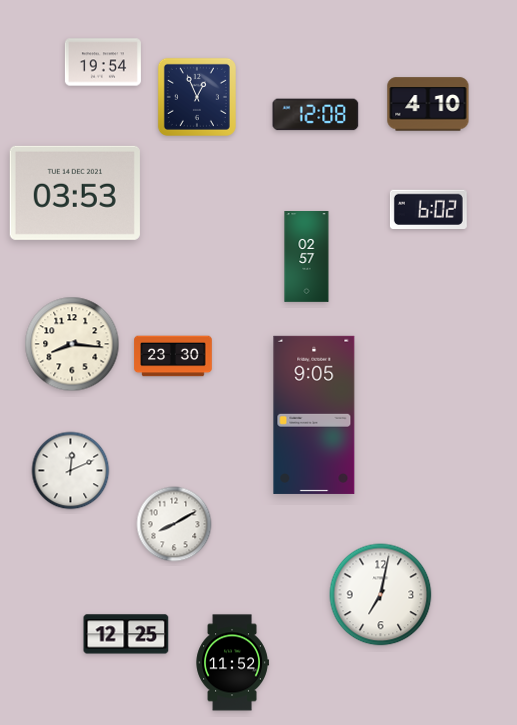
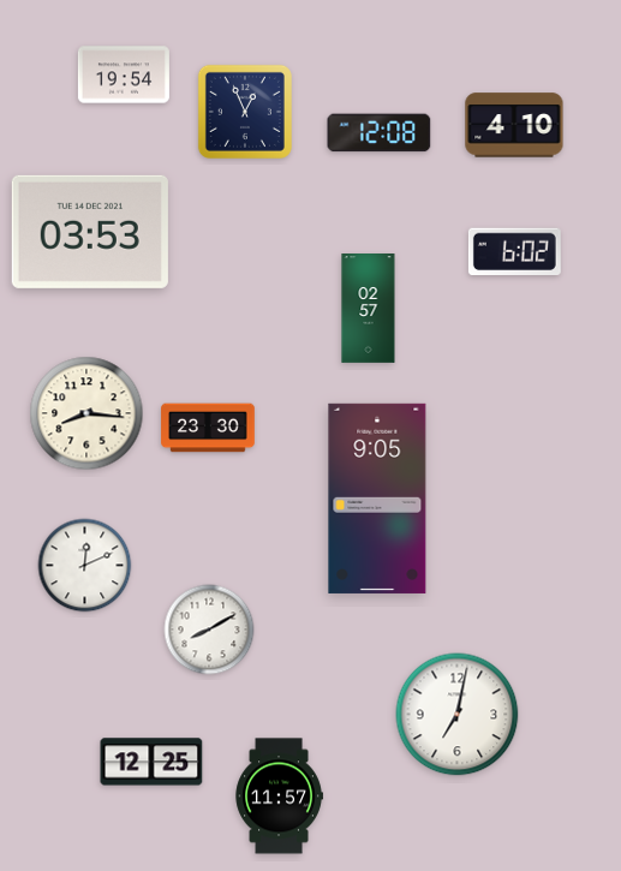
clock at (197, 97) position: (197, 97) -> (245, 112)
clock at (316, 115) position: (316, 115) -> (380, 133)
clock at (232, 663): 11:52 -> 11:57
